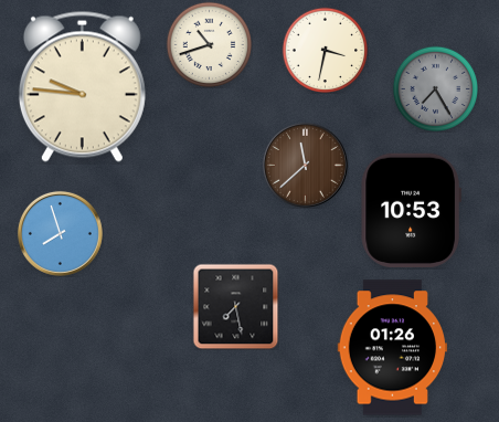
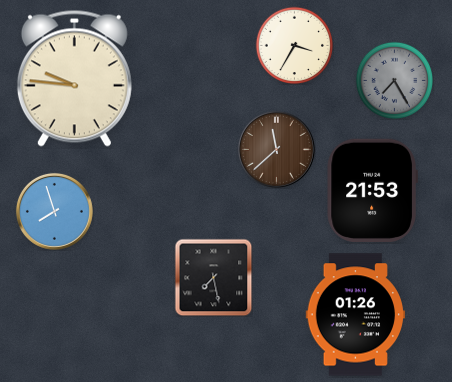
clock at (209, 44): 10:42 -> none
clock at (325, 50): 3:32 -> 3:35
clock at (411, 210): 10:53 -> 21:53
